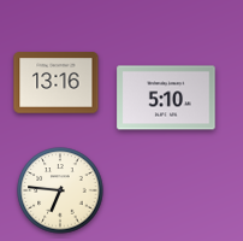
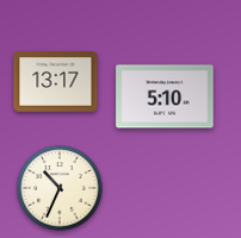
clock at (57, 83): 13:16 -> 13:17
clock at (60, 190): 6:46 -> 10:34
